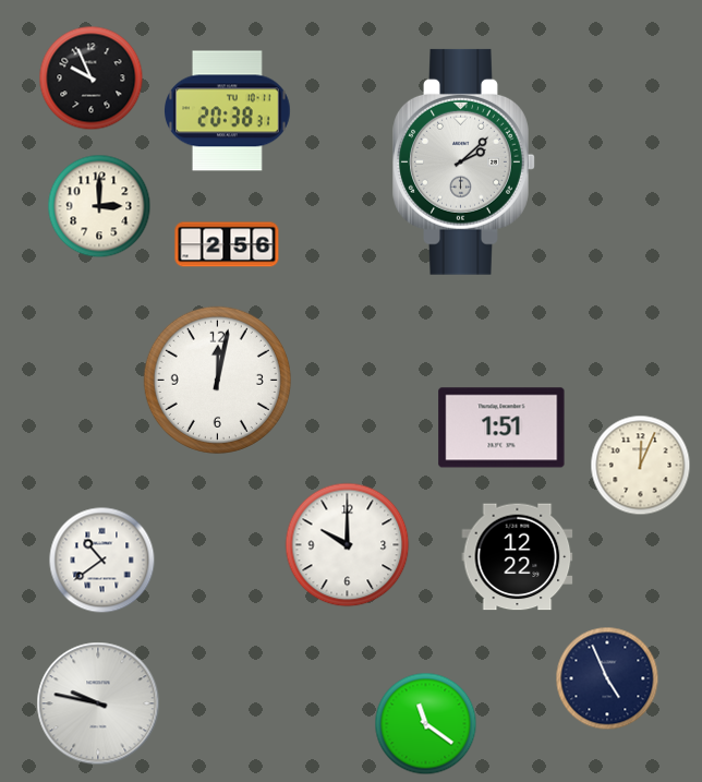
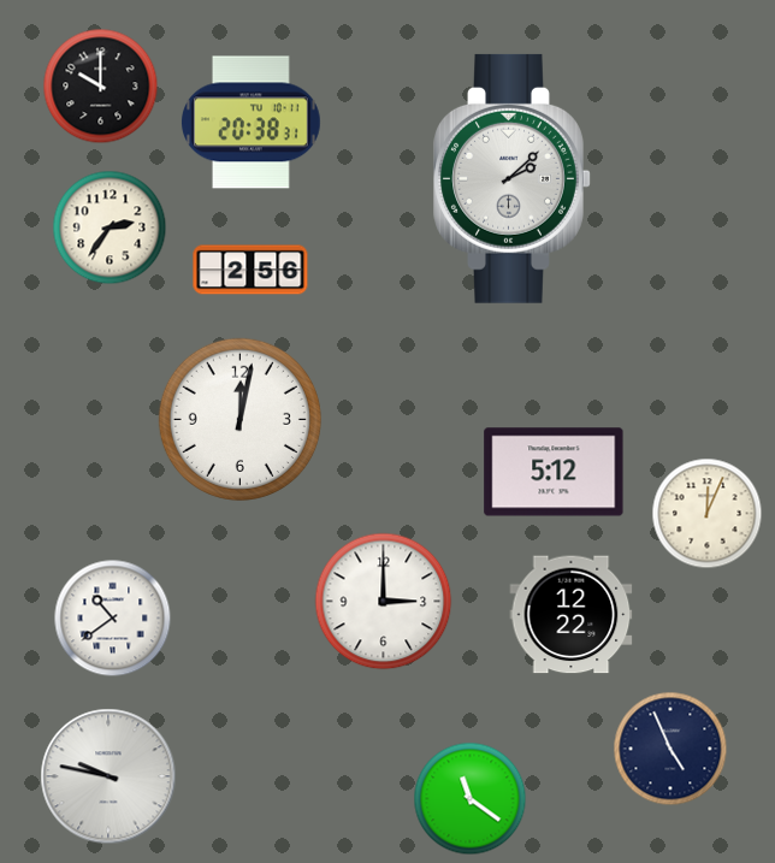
clock at (92, 79): 9:56 -> 10:00
clock at (99, 206): 3:00 -> 2:36
clock at (501, 428): 1:51 -> 5:12
clock at (348, 545): 10:00 -> 3:00
